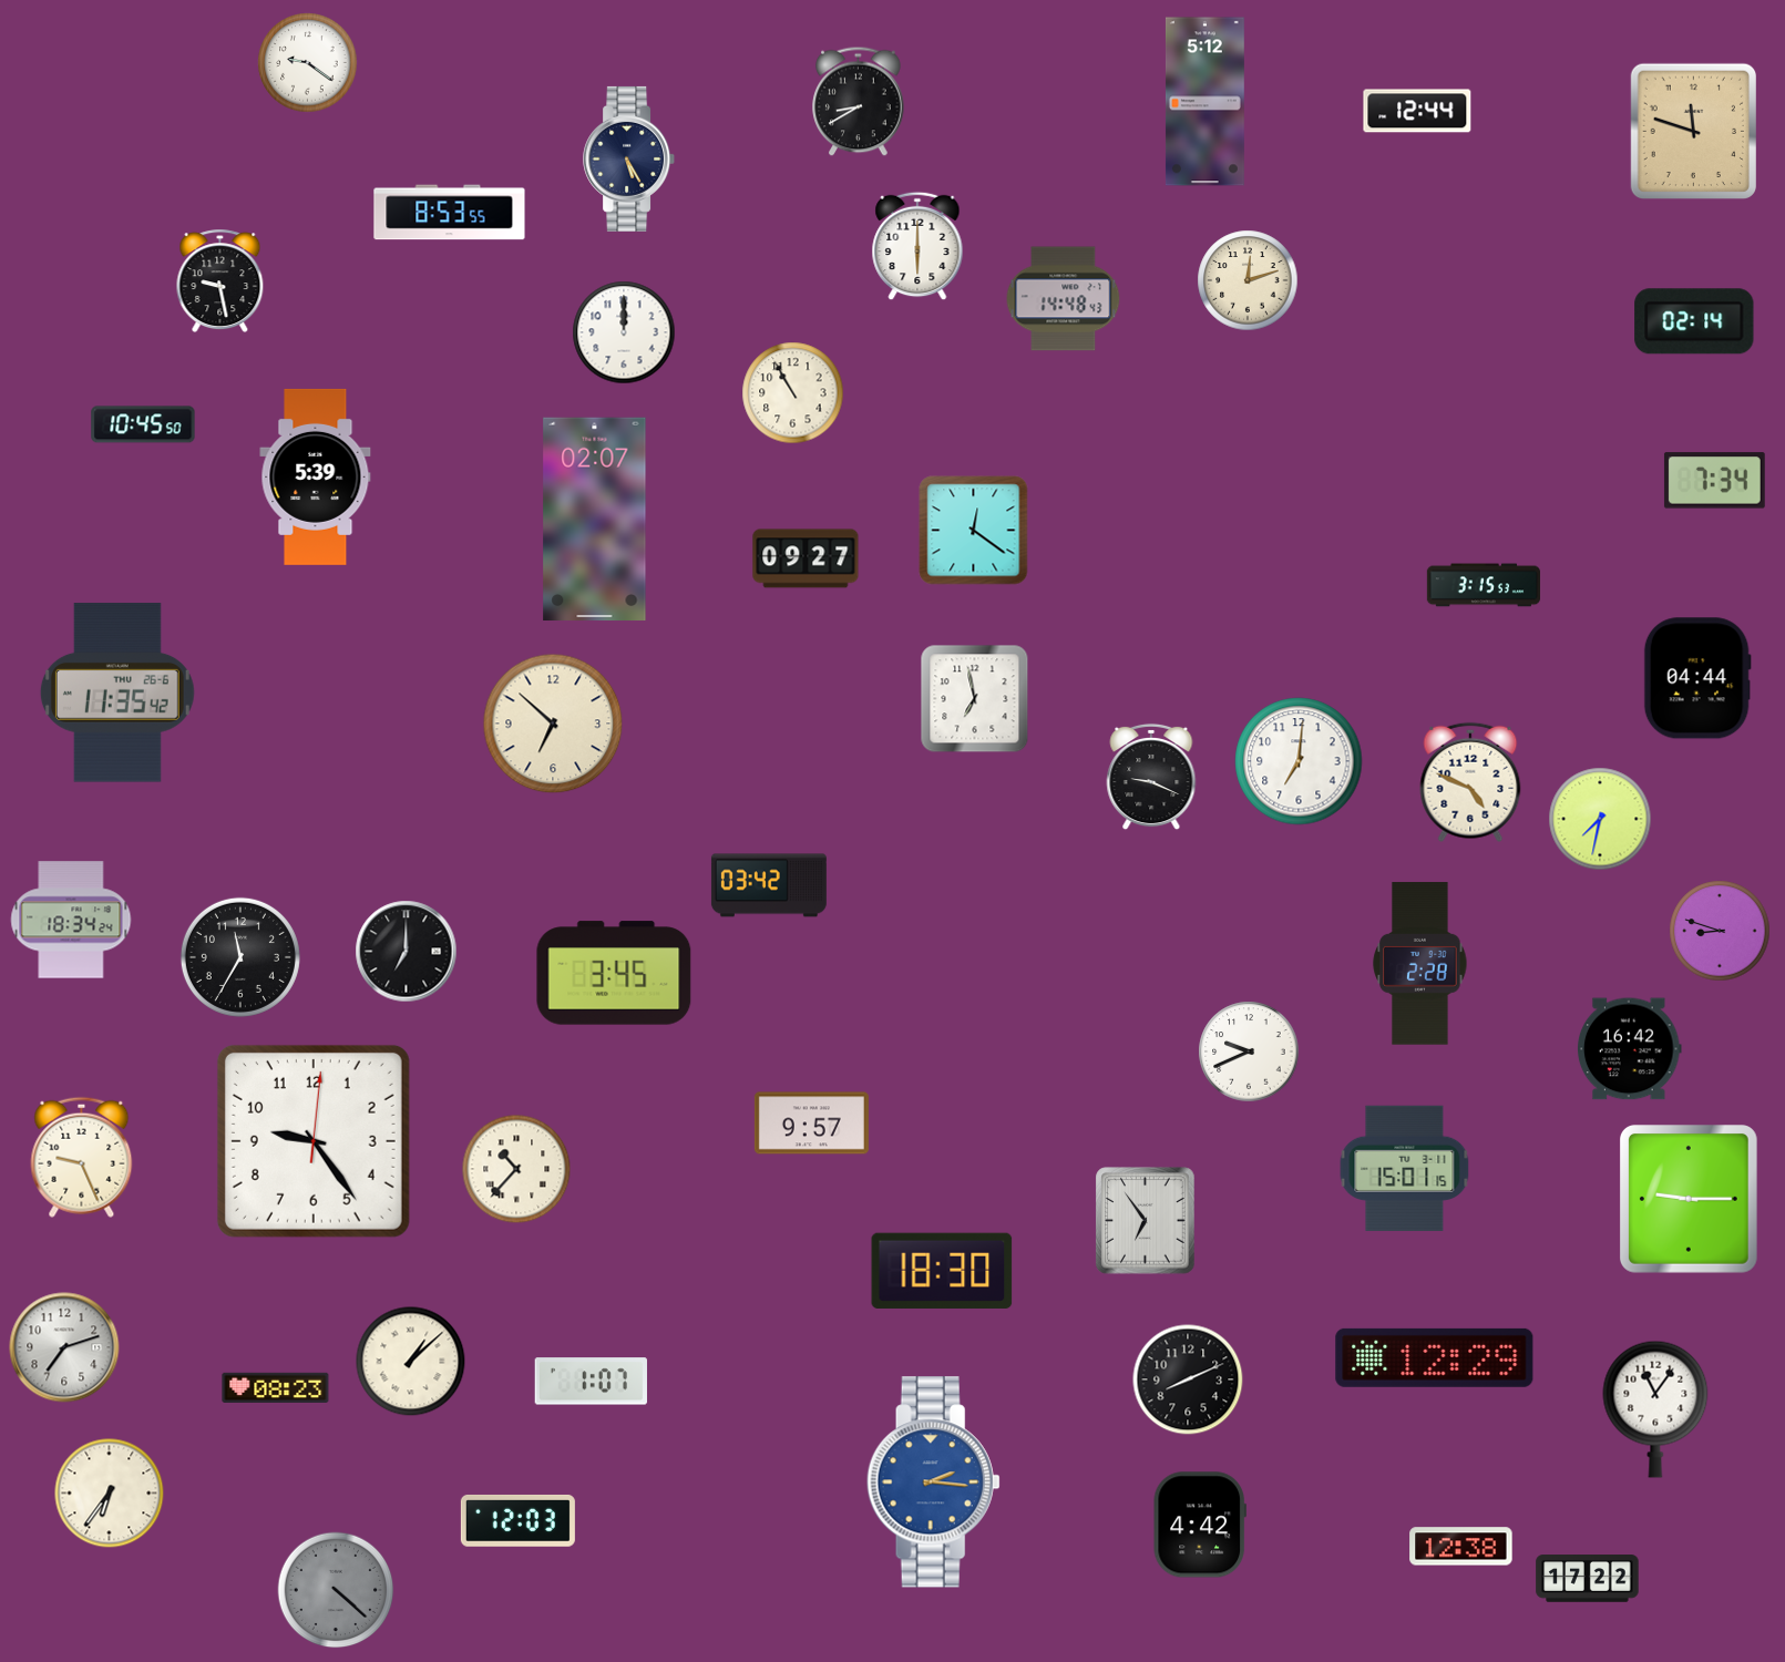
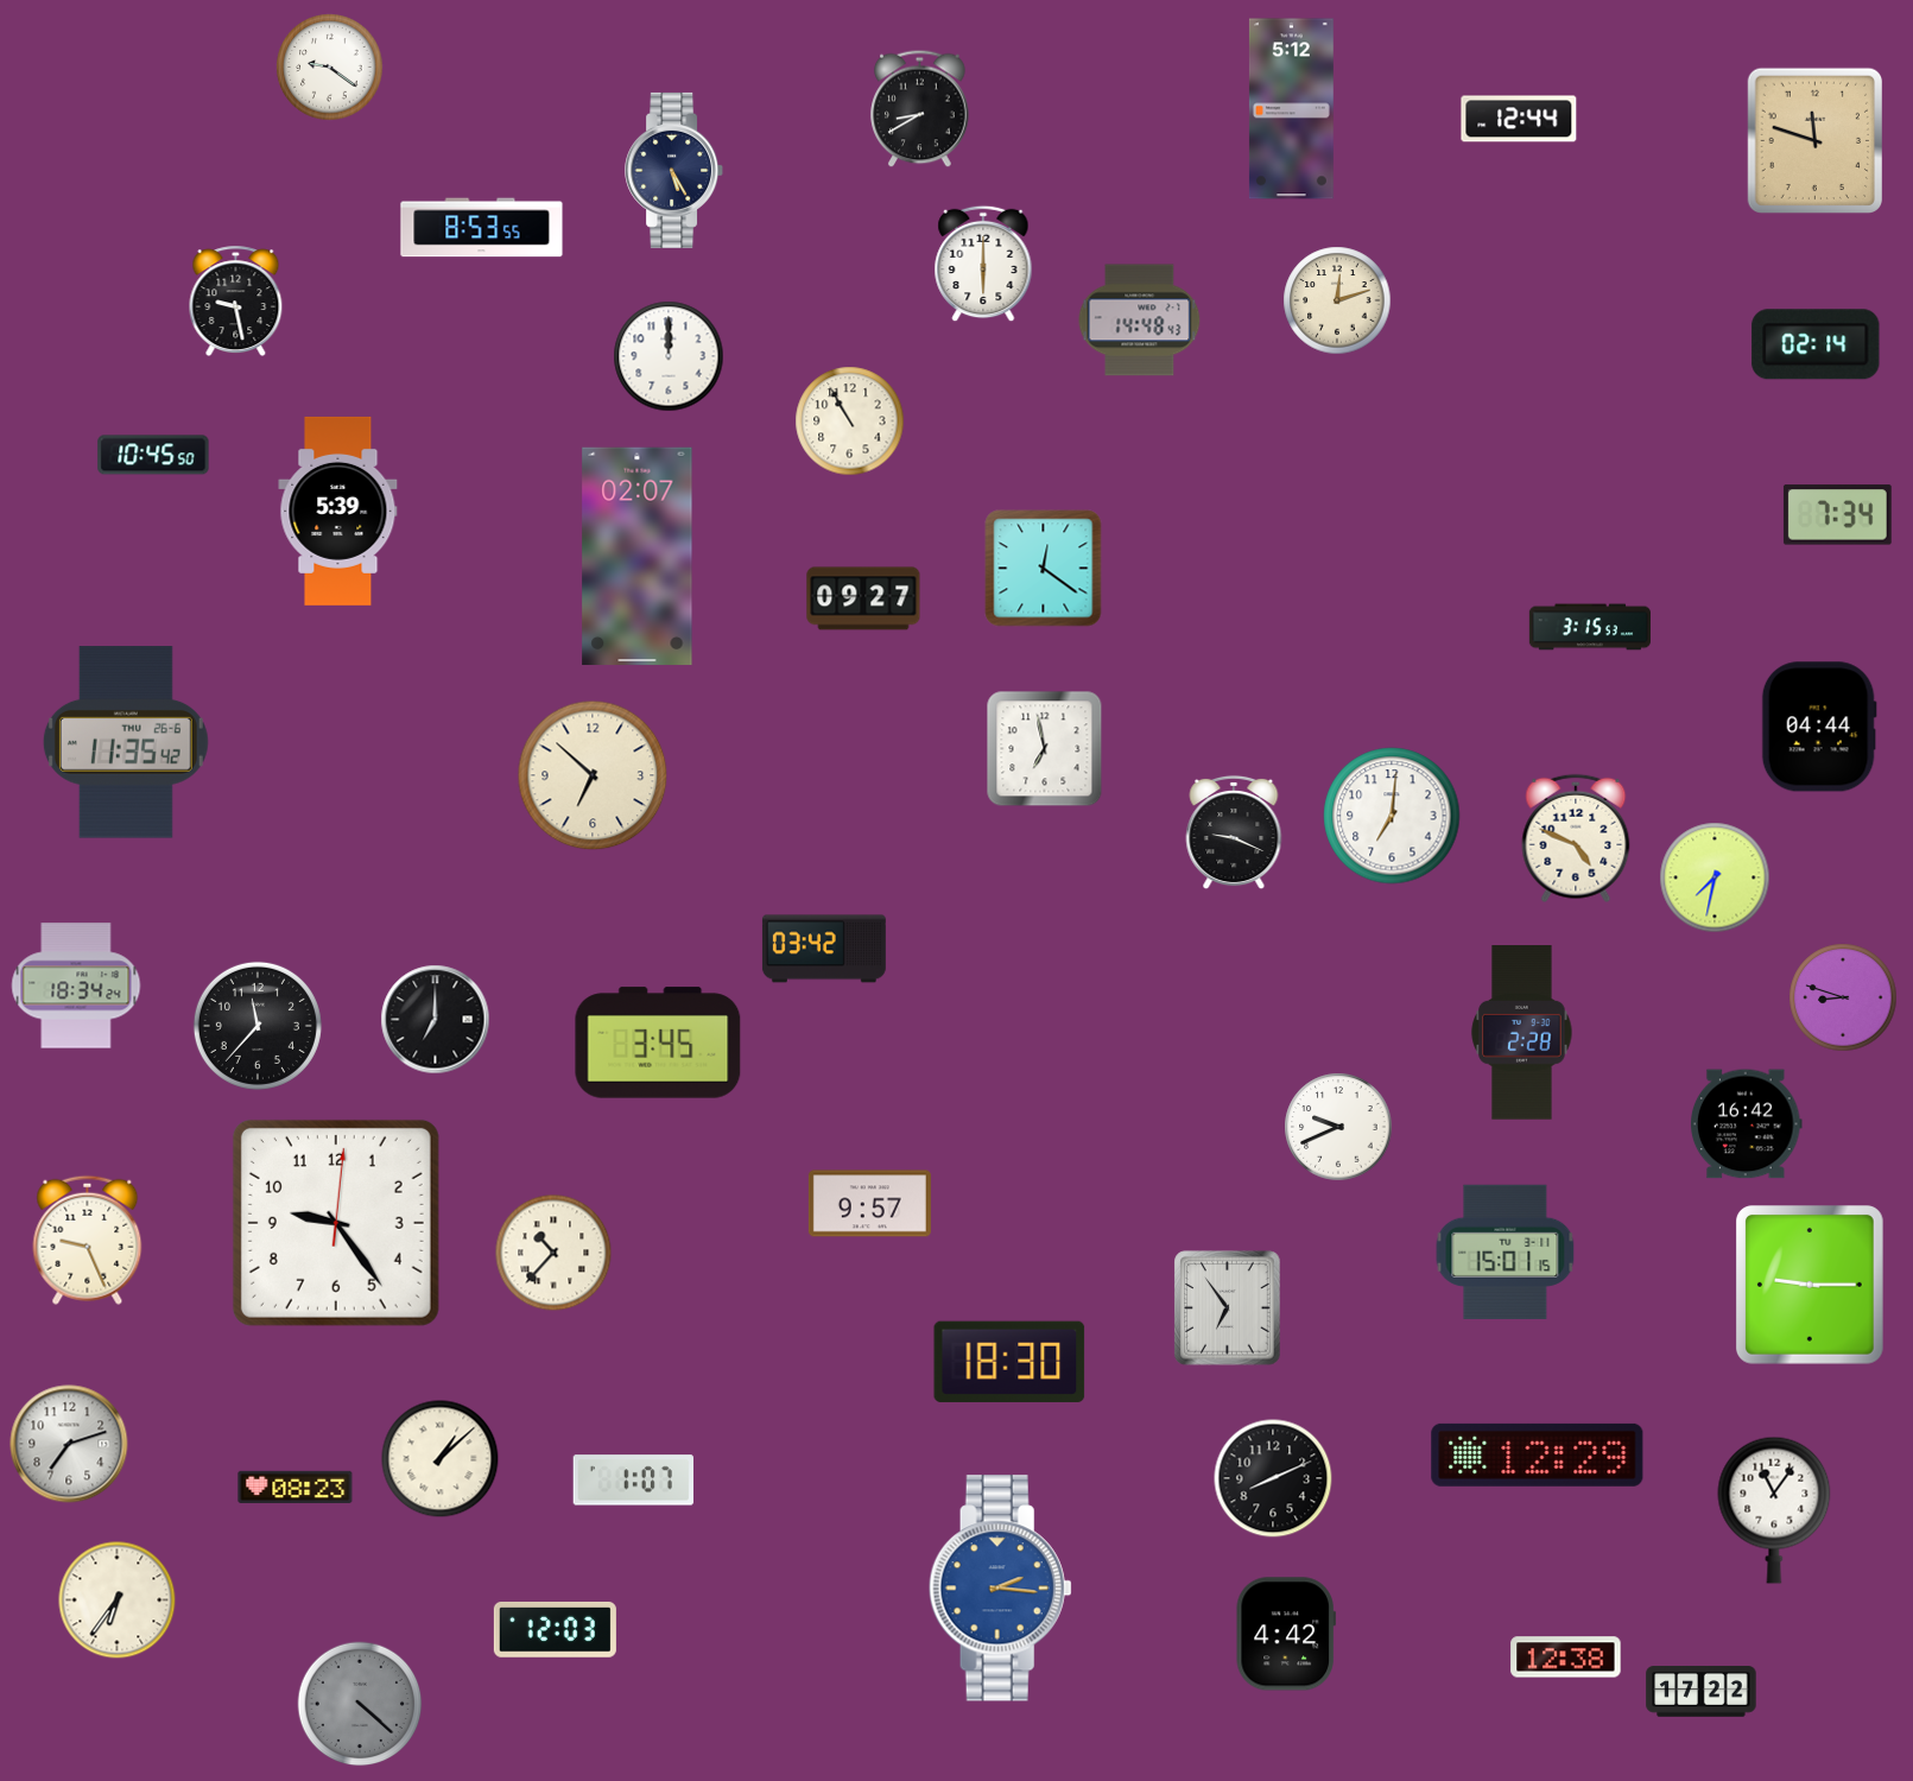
clock at (240, 957): 11:35 -> 11:37
